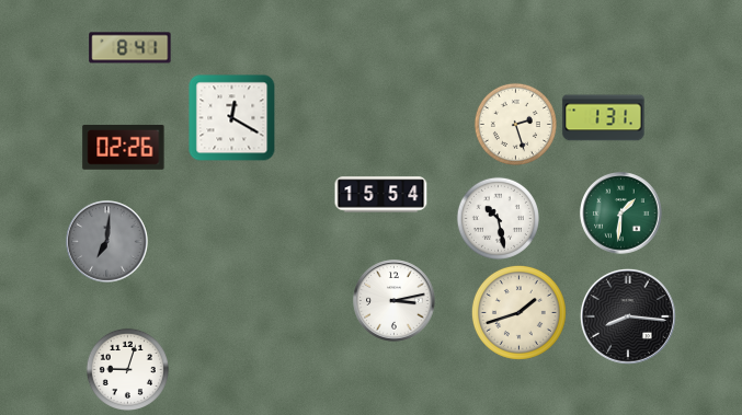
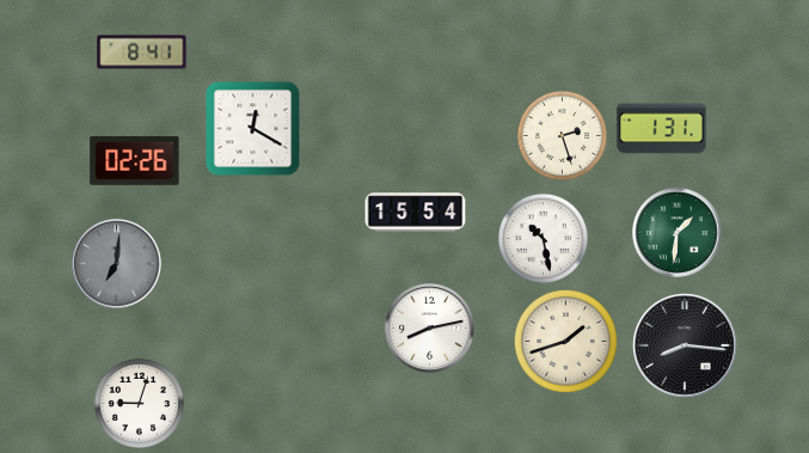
clock at (604, 118) position: (604, 118) -> (662, 129)
clock at (395, 301): 3:13 -> 8:13
